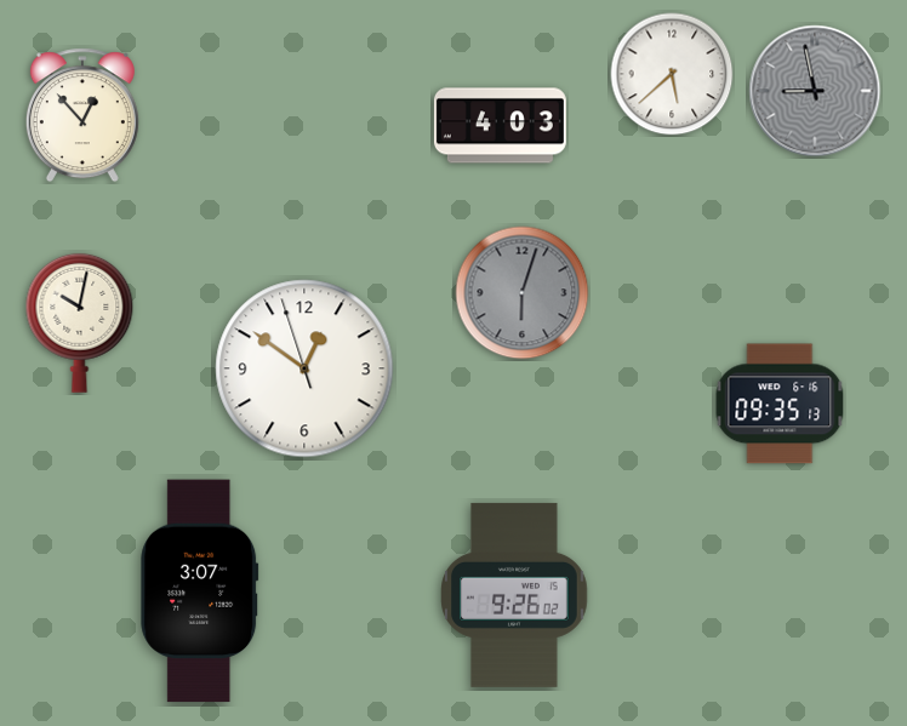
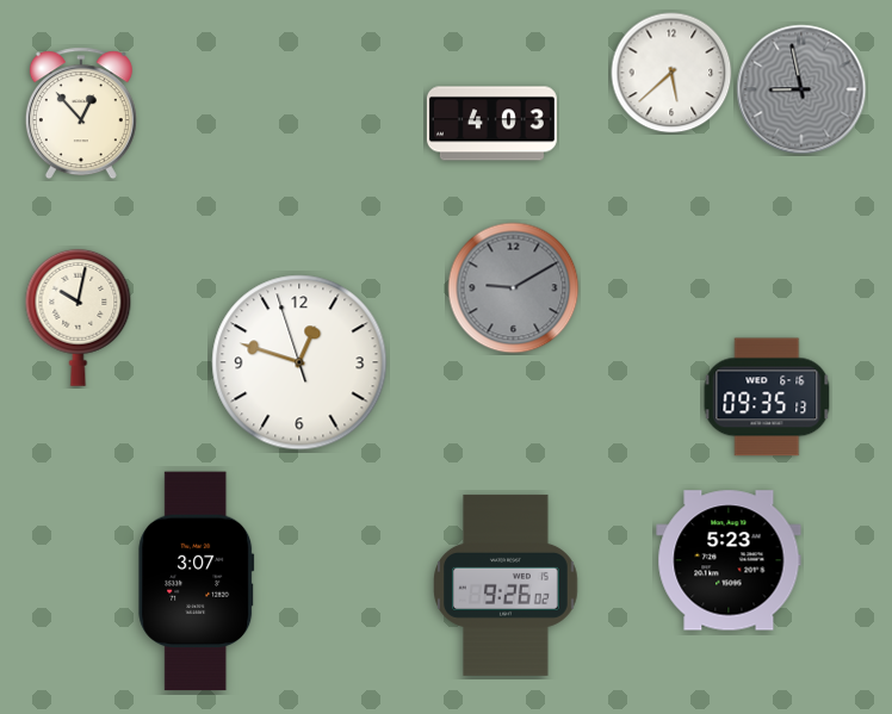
clock at (672, 74) position: (672, 74) -> (671, 73)
clock at (523, 293): 6:03 -> 9:10
clock at (304, 368): 12:50 -> 12:47
clock at (729, 560): none -> 5:23
